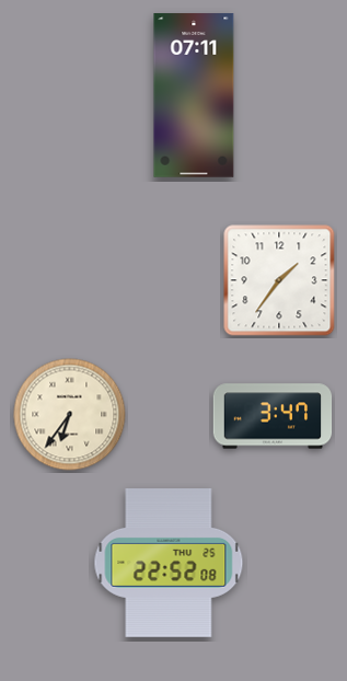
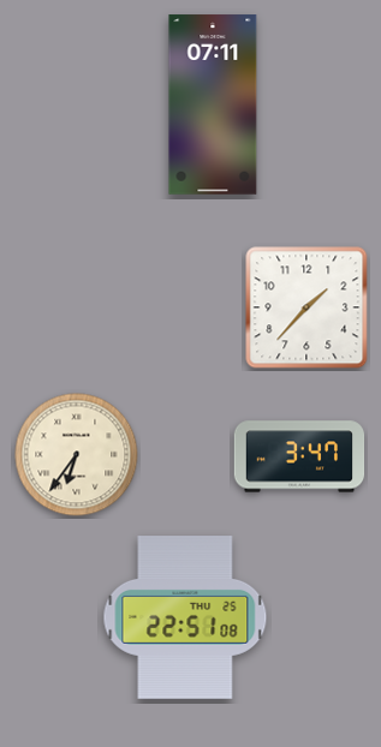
clock at (279, 280): 1:36 -> 1:37
clock at (169, 564): 22:52 -> 22:51
